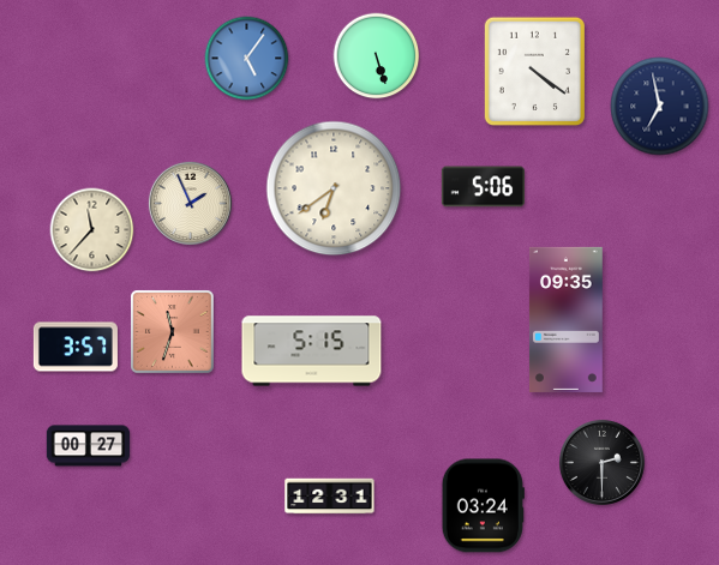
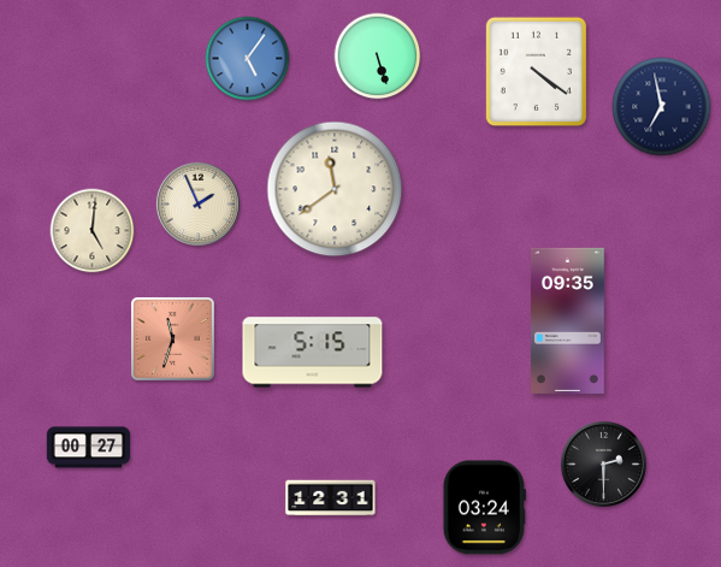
clock at (483, 187): 5:06 -> none
clock at (334, 188): 6:39 -> 11:39
clock at (190, 203) position: (190, 203) -> (197, 203)
clock at (92, 230): 11:37 -> 5:01
clock at (173, 332) position: (173, 332) -> (173, 339)
clock at (76, 347): 3:57 -> none
